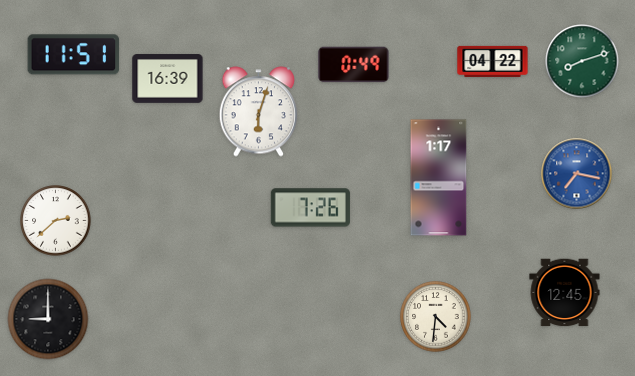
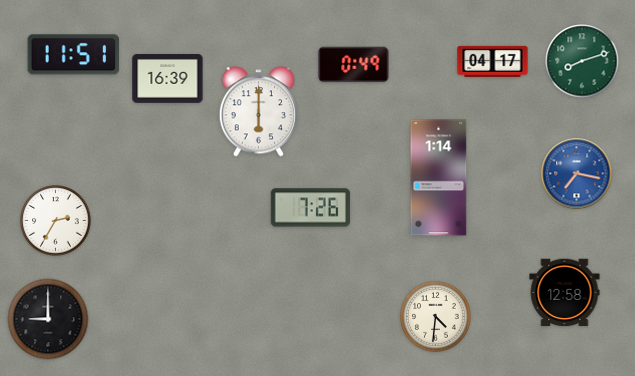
clock at (493, 61): 04:22 -> 04:17
clock at (259, 112): 6:03 -> 6:00
clock at (439, 178): 1:17 -> 1:14
clock at (56, 221): 2:38 -> 2:35
clock at (565, 293): 12:45 -> 12:58
